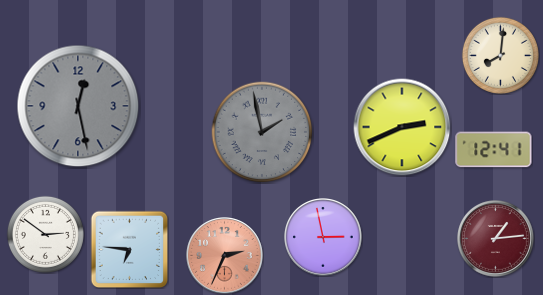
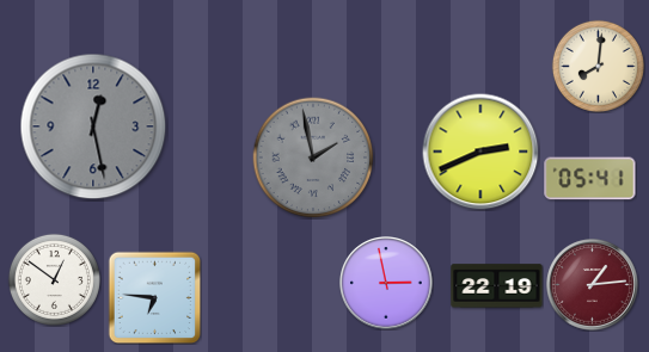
clock at (494, 150): 12:41 -> 05:41
clock at (45, 234): 2:51 -> 12:51
clock at (497, 286): none -> 22:19
clock at (225, 256): 2:34 -> none
